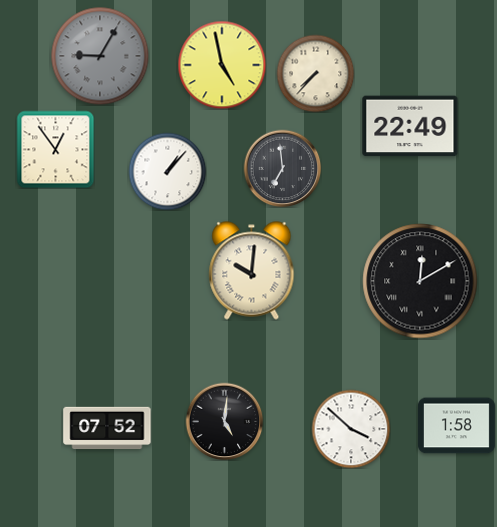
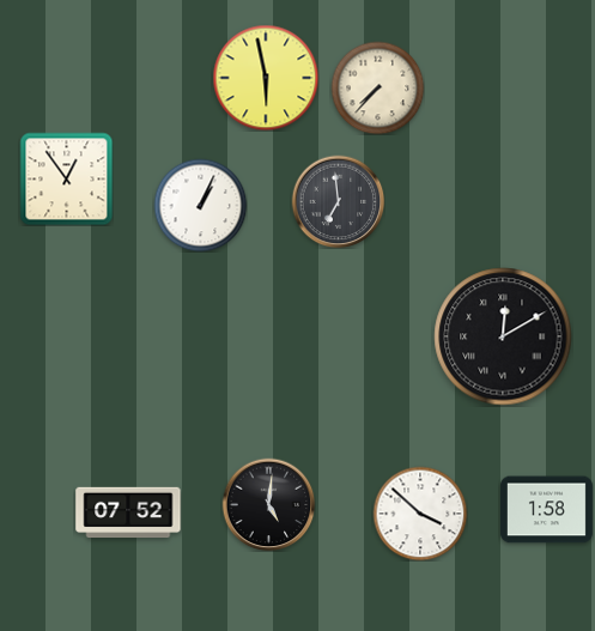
clock at (100, 56): 9:05 -> none
clock at (222, 65): 4:58 -> 5:58
clock at (410, 126): 22:49 -> none
clock at (167, 171): 1:07 -> 1:04
clock at (252, 271): 10:01 -> none
